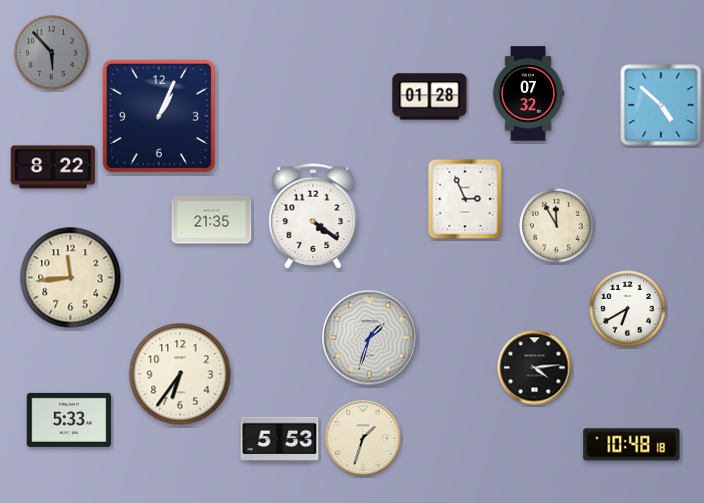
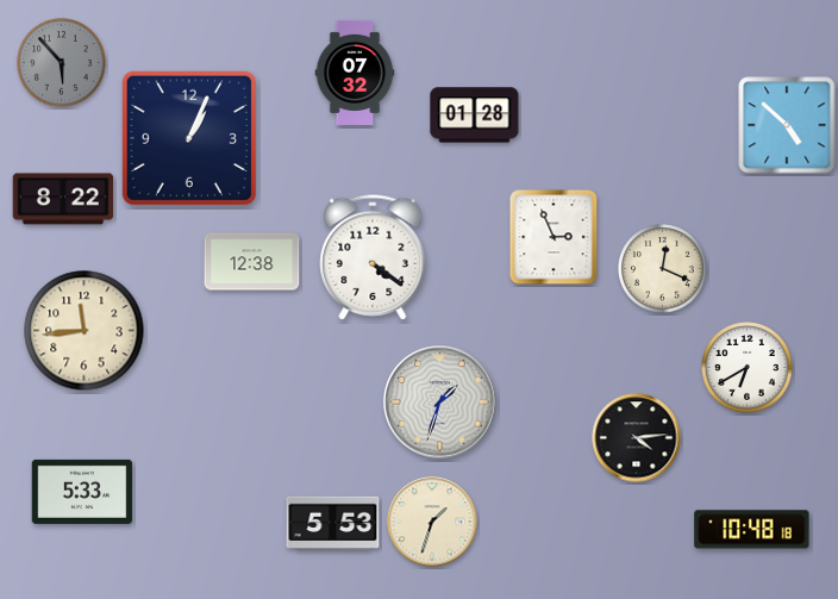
clock at (355, 73): none -> 07:32
clock at (528, 94): 07:32 -> none
clock at (430, 97) position: (430, 97) -> (475, 116)
clock at (212, 220): 21:35 -> 12:38
clock at (557, 226): 11:55 -> 12:19
clock at (180, 374): 6:36 -> none
clock at (69, 420) position: (69, 420) -> (82, 492)
